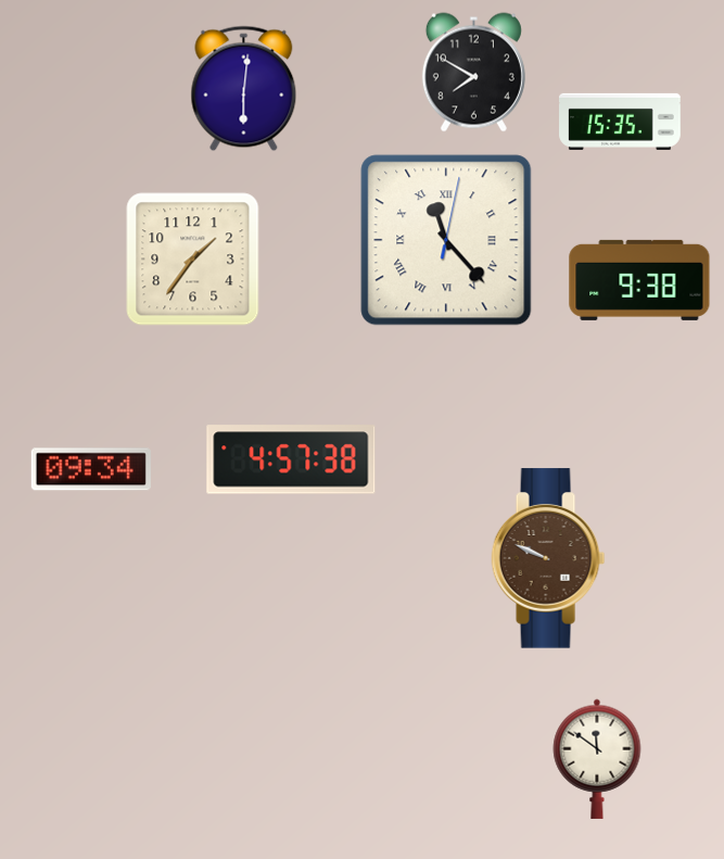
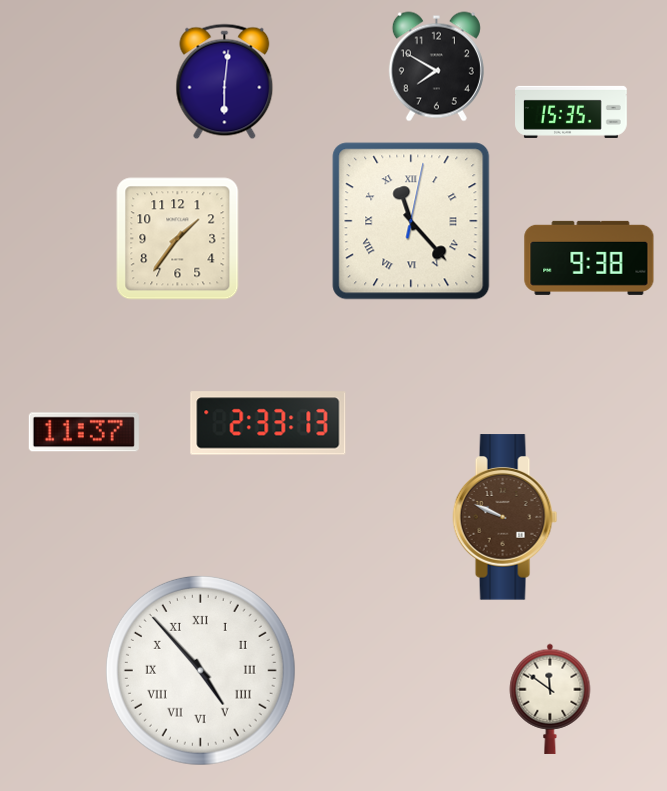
clock at (291, 459): 4:57 -> 2:33
clock at (91, 469): 09:34 -> 11:37
clock at (548, 558) position: (548, 558) -> (505, 517)
clock at (200, 670): none -> 4:53
